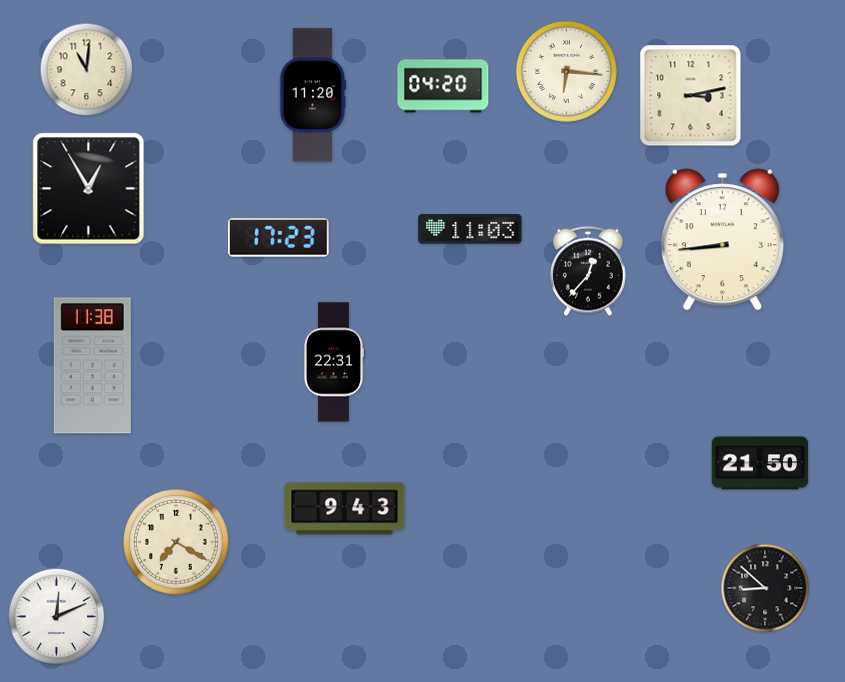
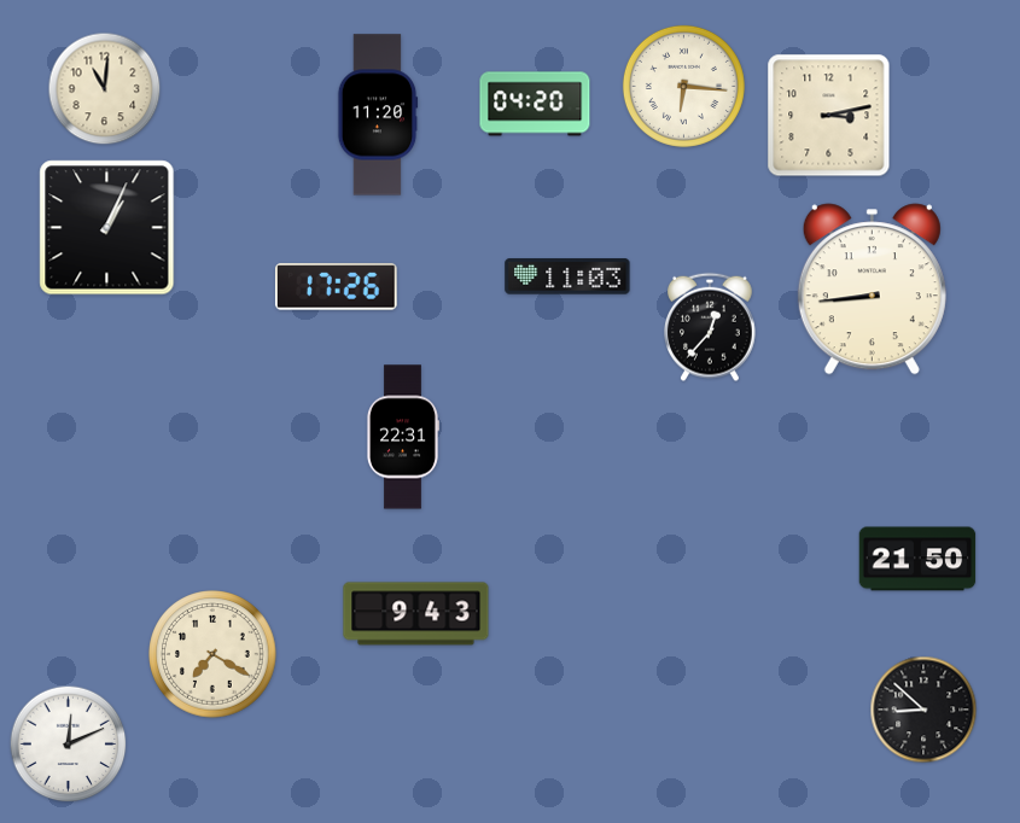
clock at (87, 70) position: (87, 70) -> (105, 89)
clock at (691, 96) position: (691, 96) -> (829, 116)
clock at (89, 189): 12:55 -> 1:04
clock at (278, 238): 17:23 -> 17:26
clock at (92, 366): 11:38 -> none
